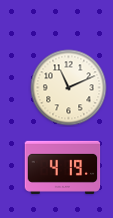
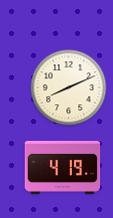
clock at (69, 88): 11:11 -> 8:11
